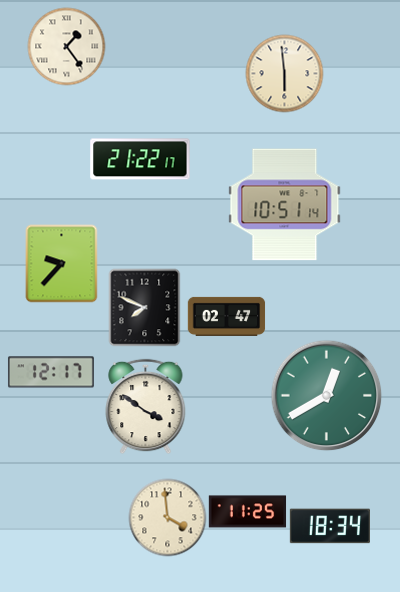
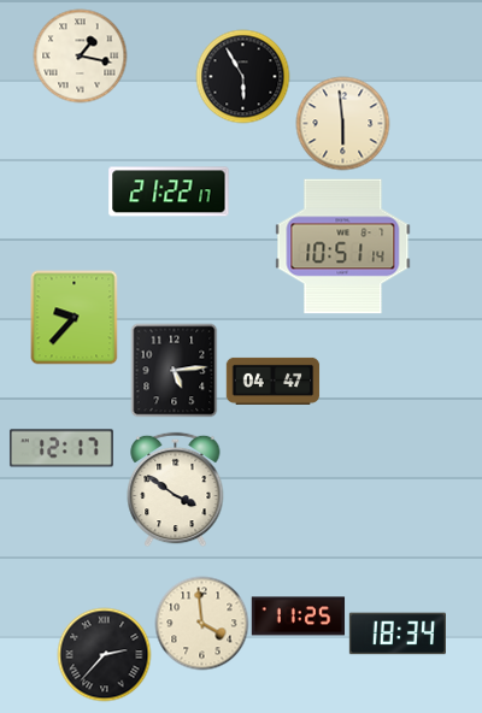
clock at (66, 46): 1:24 -> 1:17
clock at (242, 76): none -> 5:55
clock at (284, 73) position: (284, 73) -> (342, 123)
clock at (145, 307): 7:49 -> 5:14
clock at (226, 316): 02:47 -> 04:47
clock at (326, 395): 12:40 -> none
clock at (104, 654): none -> 2:37
